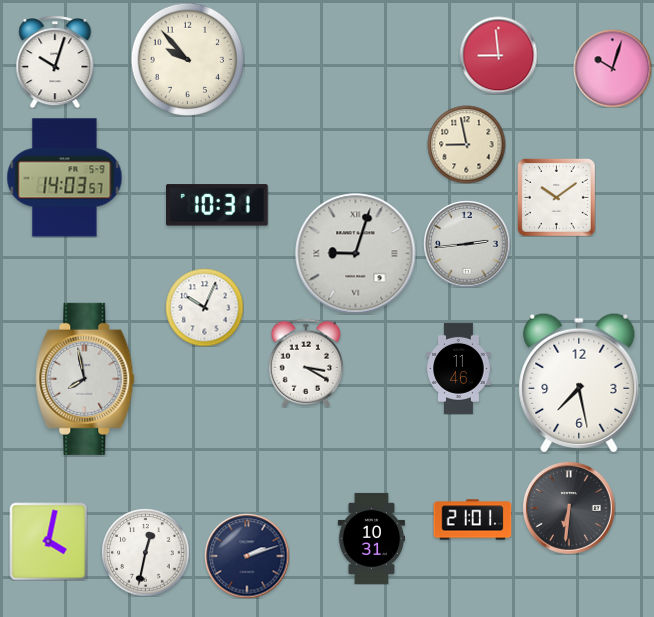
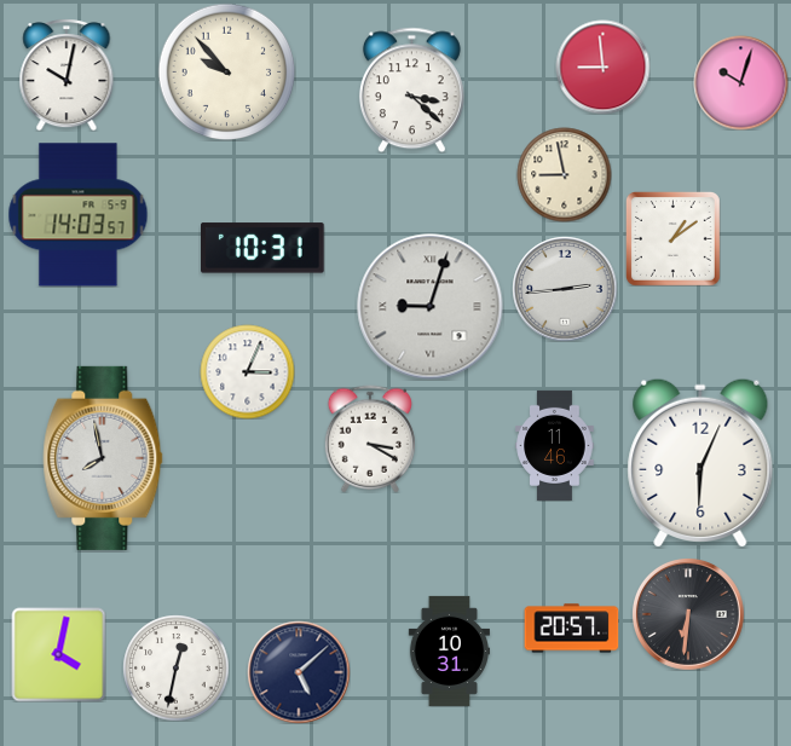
clock at (55, 62): 10:03 -> 10:02
clock at (411, 89): none -> 3:22
clock at (556, 197): 10:09 -> 1:09
clock at (467, 244) position: (467, 244) -> (565, 289)
clock at (204, 307): 10:04 -> 3:04
clock at (579, 382): 7:28 -> 6:04
clock at (472, 520): 21:01 -> 20:57
clock at (247, 556): 2:12 -> 5:08
